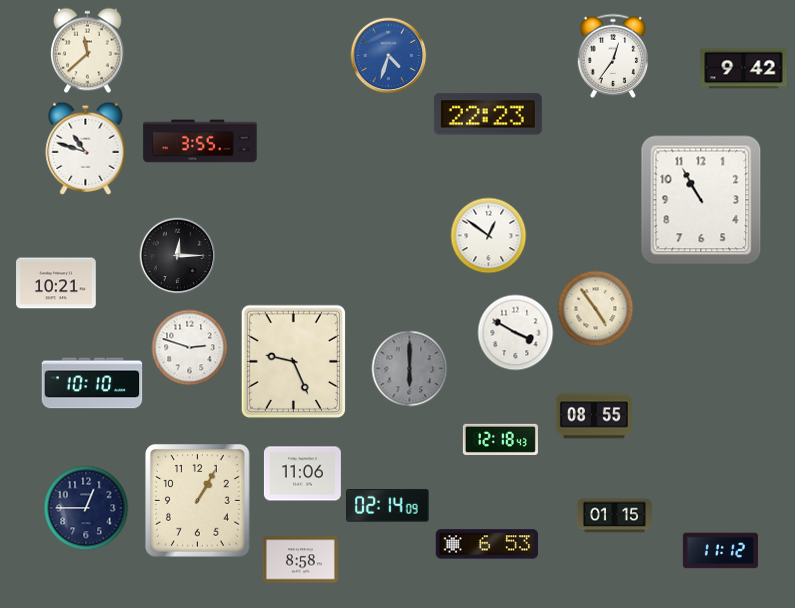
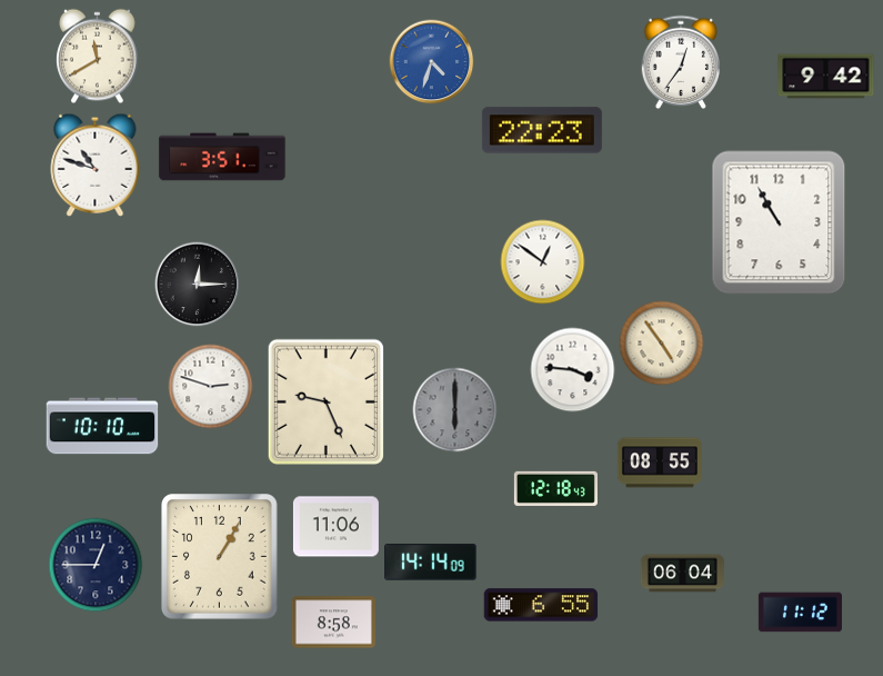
clock at (88, 51): 11:38 -> 11:40
clock at (488, 114) position: (488, 114) -> (542, 130)
clock at (200, 141): 3:55 -> 3:51
clock at (56, 283): 10:21 -> none
clock at (516, 333): 3:50 -> 3:46
clock at (388, 506): 02:14 -> 14:14
clock at (614, 516): 01:15 -> 06:04
clock at (487, 544): 6:53 -> 6:55
